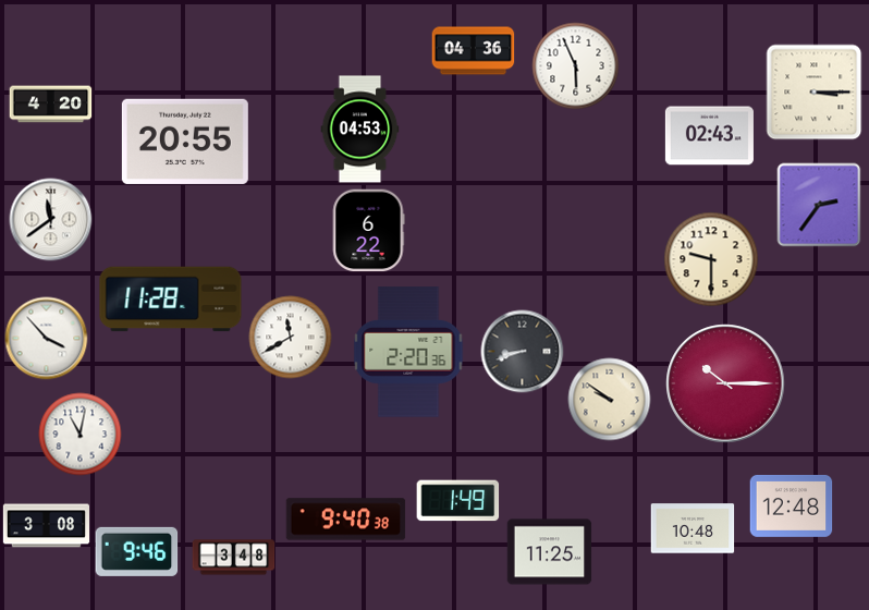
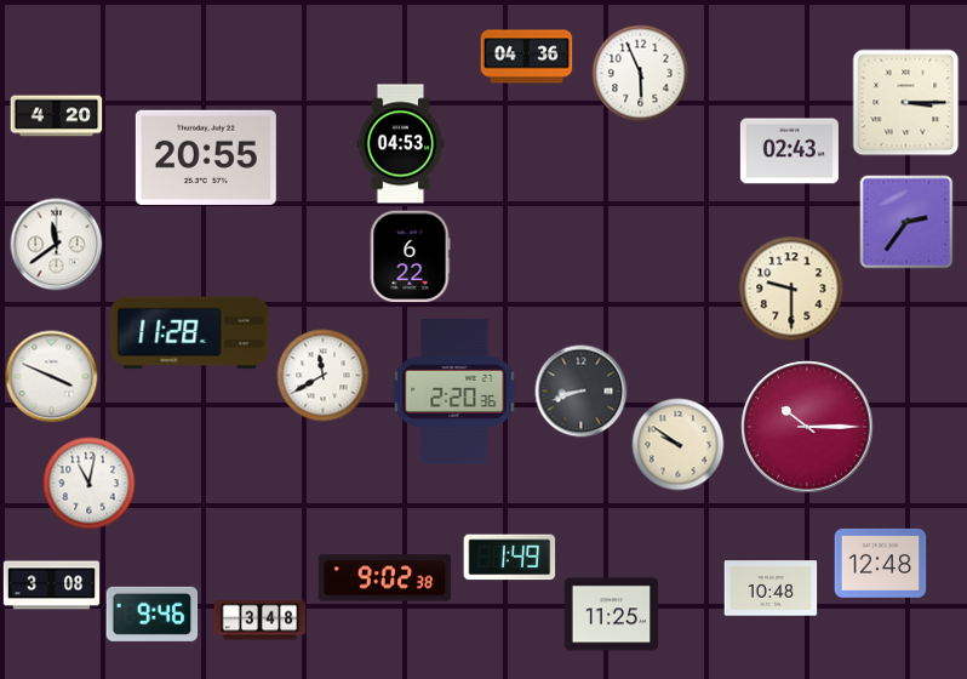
clock at (819, 205) position: (819, 205) -> (906, 222)
clock at (47, 339): 3:53 -> 3:49
clock at (346, 520): 9:40 -> 9:02
